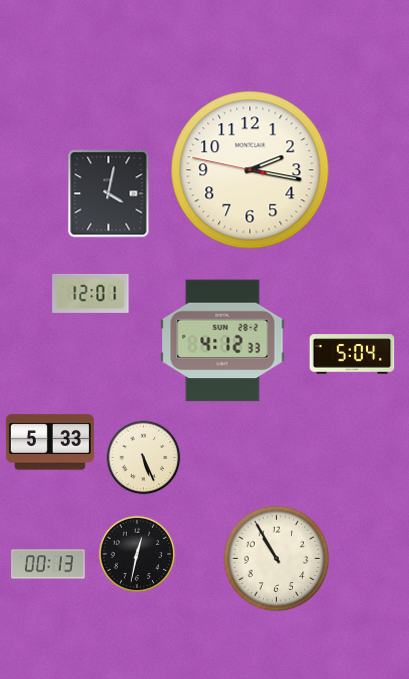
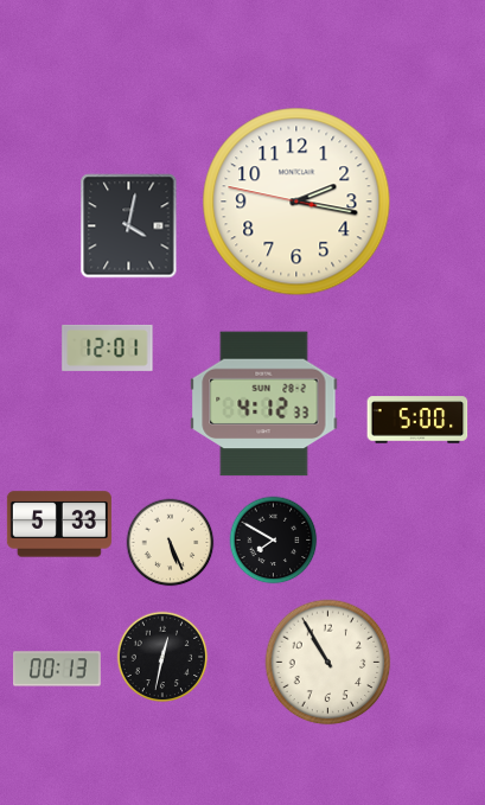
clock at (109, 194) position: (109, 194) -> (129, 226)
clock at (352, 354): 5:04 -> 5:00
clock at (274, 541): none -> 7:50
